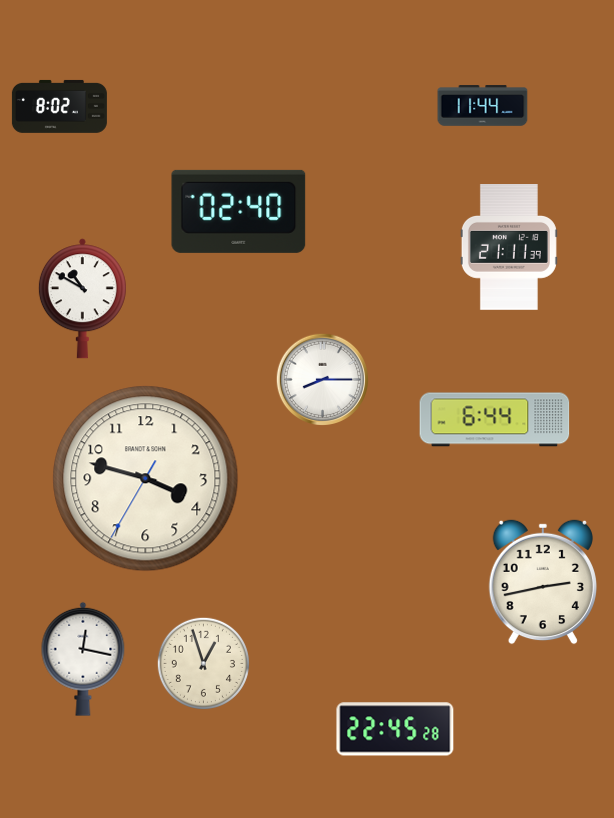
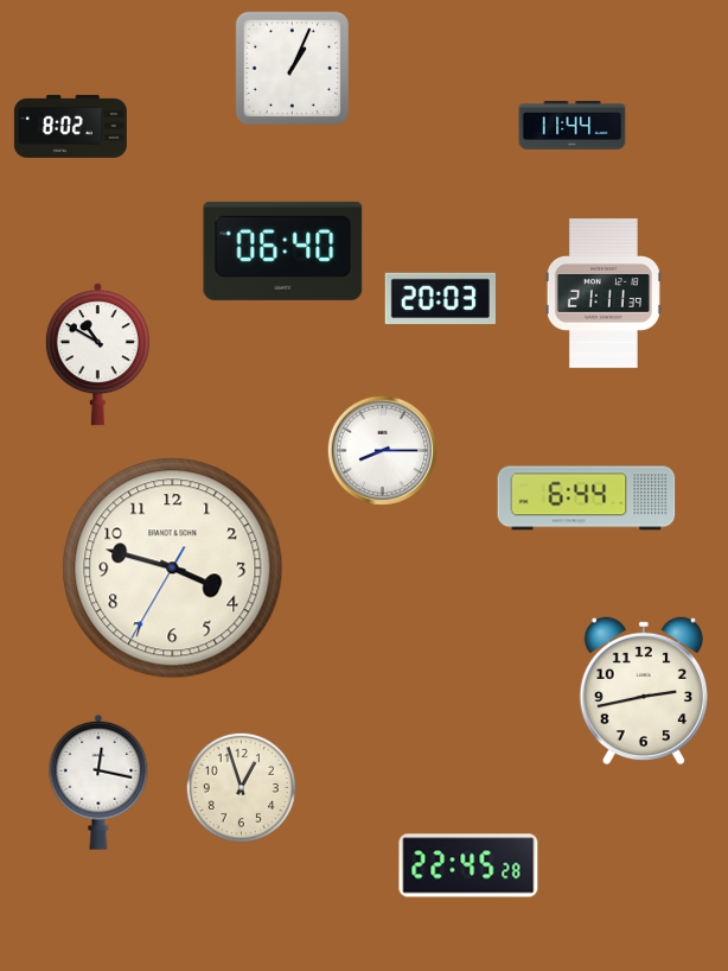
clock at (292, 68): none -> 1:04
clock at (239, 211): 02:40 -> 06:40
clock at (440, 298): none -> 20:03
